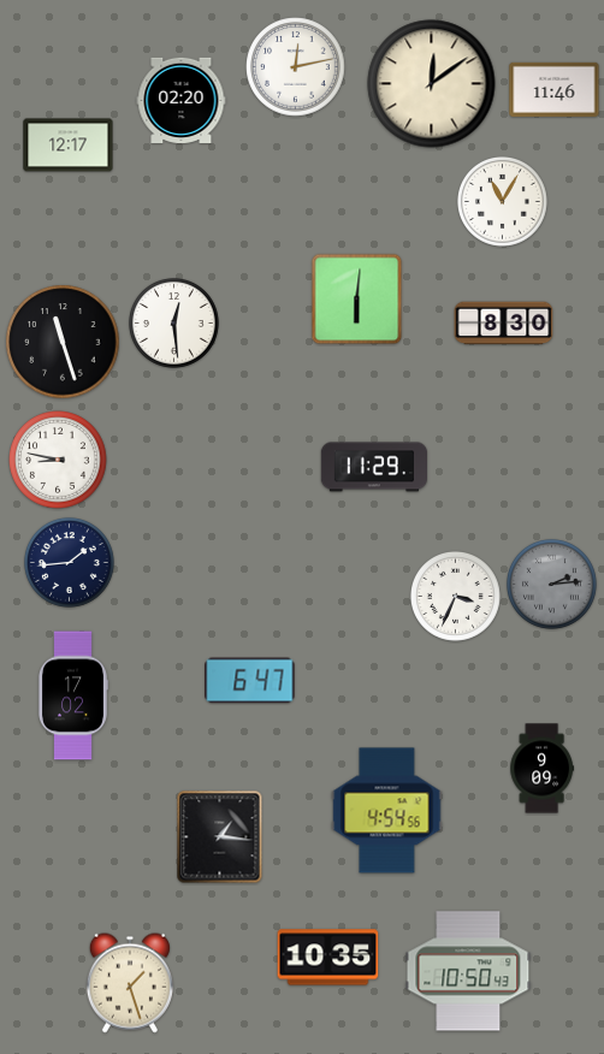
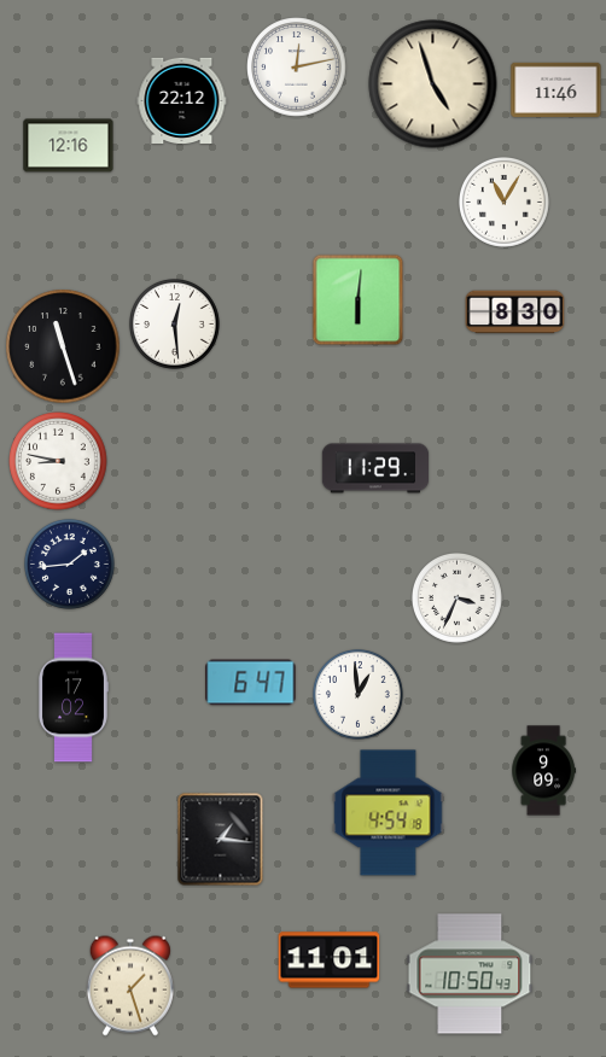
clock at (432, 84): 12:09 -> 4:57
clock at (182, 100): 02:20 -> 22:12
clock at (69, 146): 12:17 -> 12:16
clock at (504, 324) position: (504, 324) -> (515, 313)
clock at (63, 342) position: (63, 342) -> (63, 346)
clock at (552, 585): 2:14 -> none
clock at (359, 695): none -> 12:59
clock at (387, 811): 4:54:56 -> 4:54:18
clock at (328, 958): 10:35 -> 11:01
